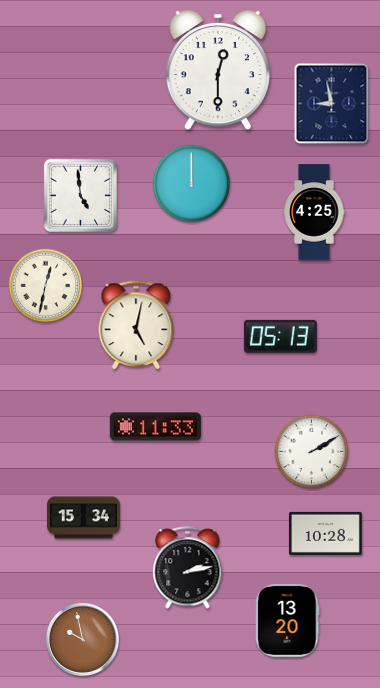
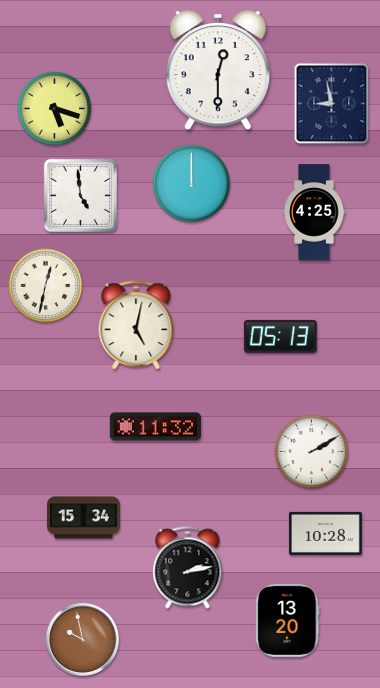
clock at (55, 109): none -> 5:18
clock at (155, 427): 11:33 -> 11:32
